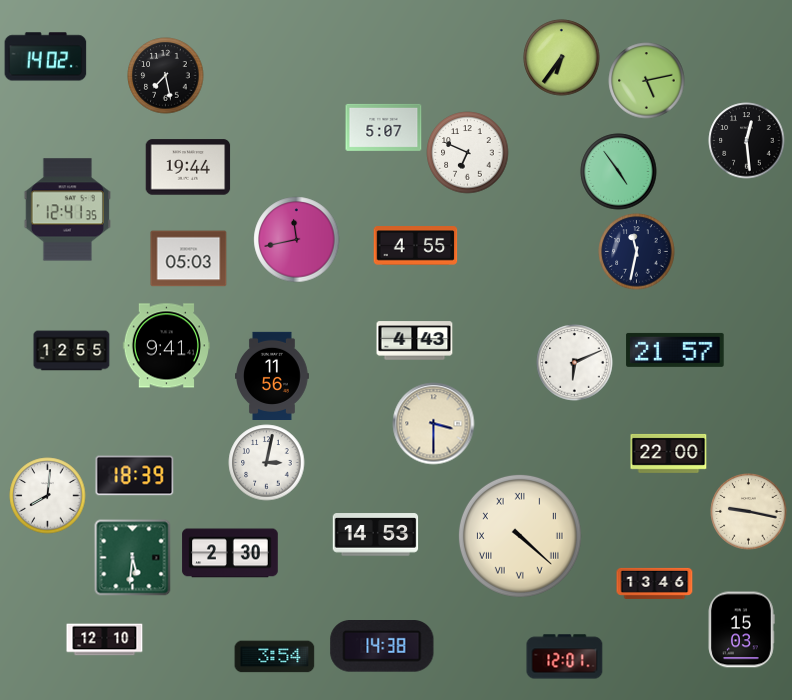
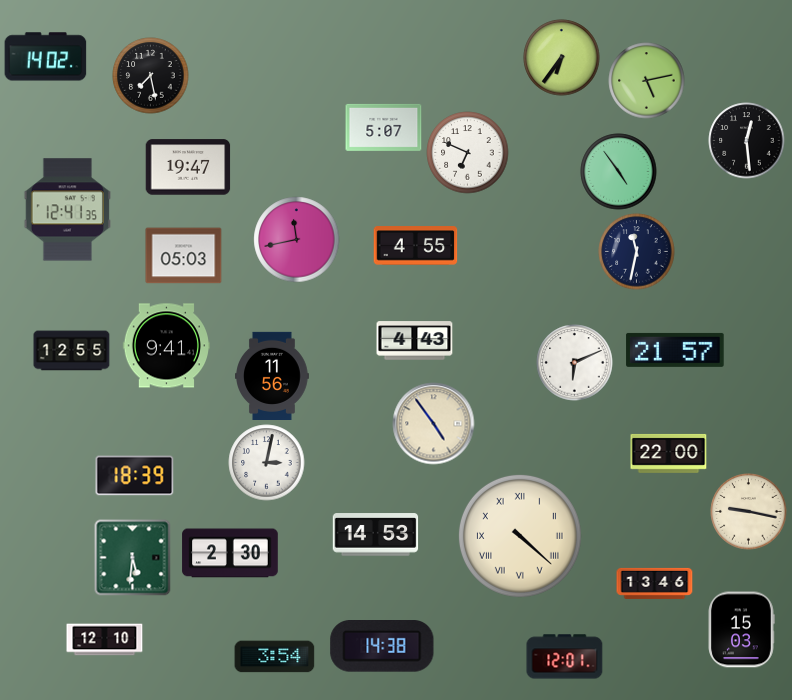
clock at (166, 76) position: (166, 76) -> (151, 76)
clock at (188, 167): 19:44 -> 19:47
clock at (189, 259) position: (189, 259) -> (184, 256)
clock at (434, 424): 3:30 -> 4:54
clock at (48, 496): 8:01 -> none
